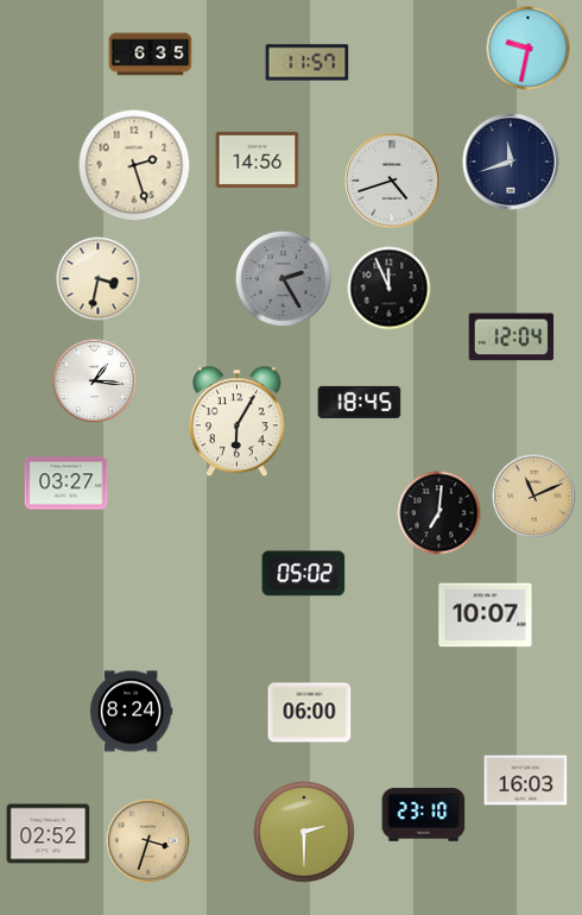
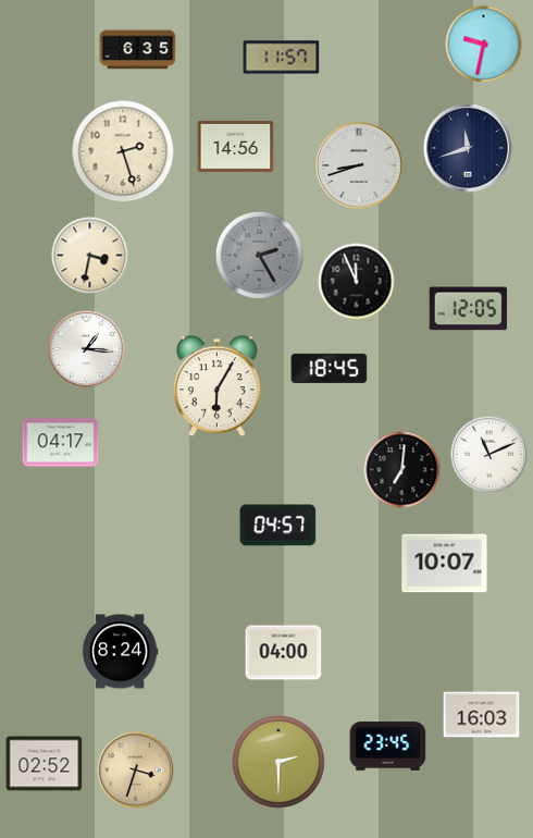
clock at (393, 182): 4:42 -> 8:42
clock at (390, 289) position: (390, 289) -> (357, 282)
clock at (512, 337): 12:04 -> 12:05
clock at (67, 484): 03:27 -> 04:17
clock at (534, 497) dial: champagne -> white
clock at (304, 574): 05:02 -> 04:57
clock at (310, 713): 06:00 -> 04:00
clock at (424, 815): 23:10 -> 23:45
